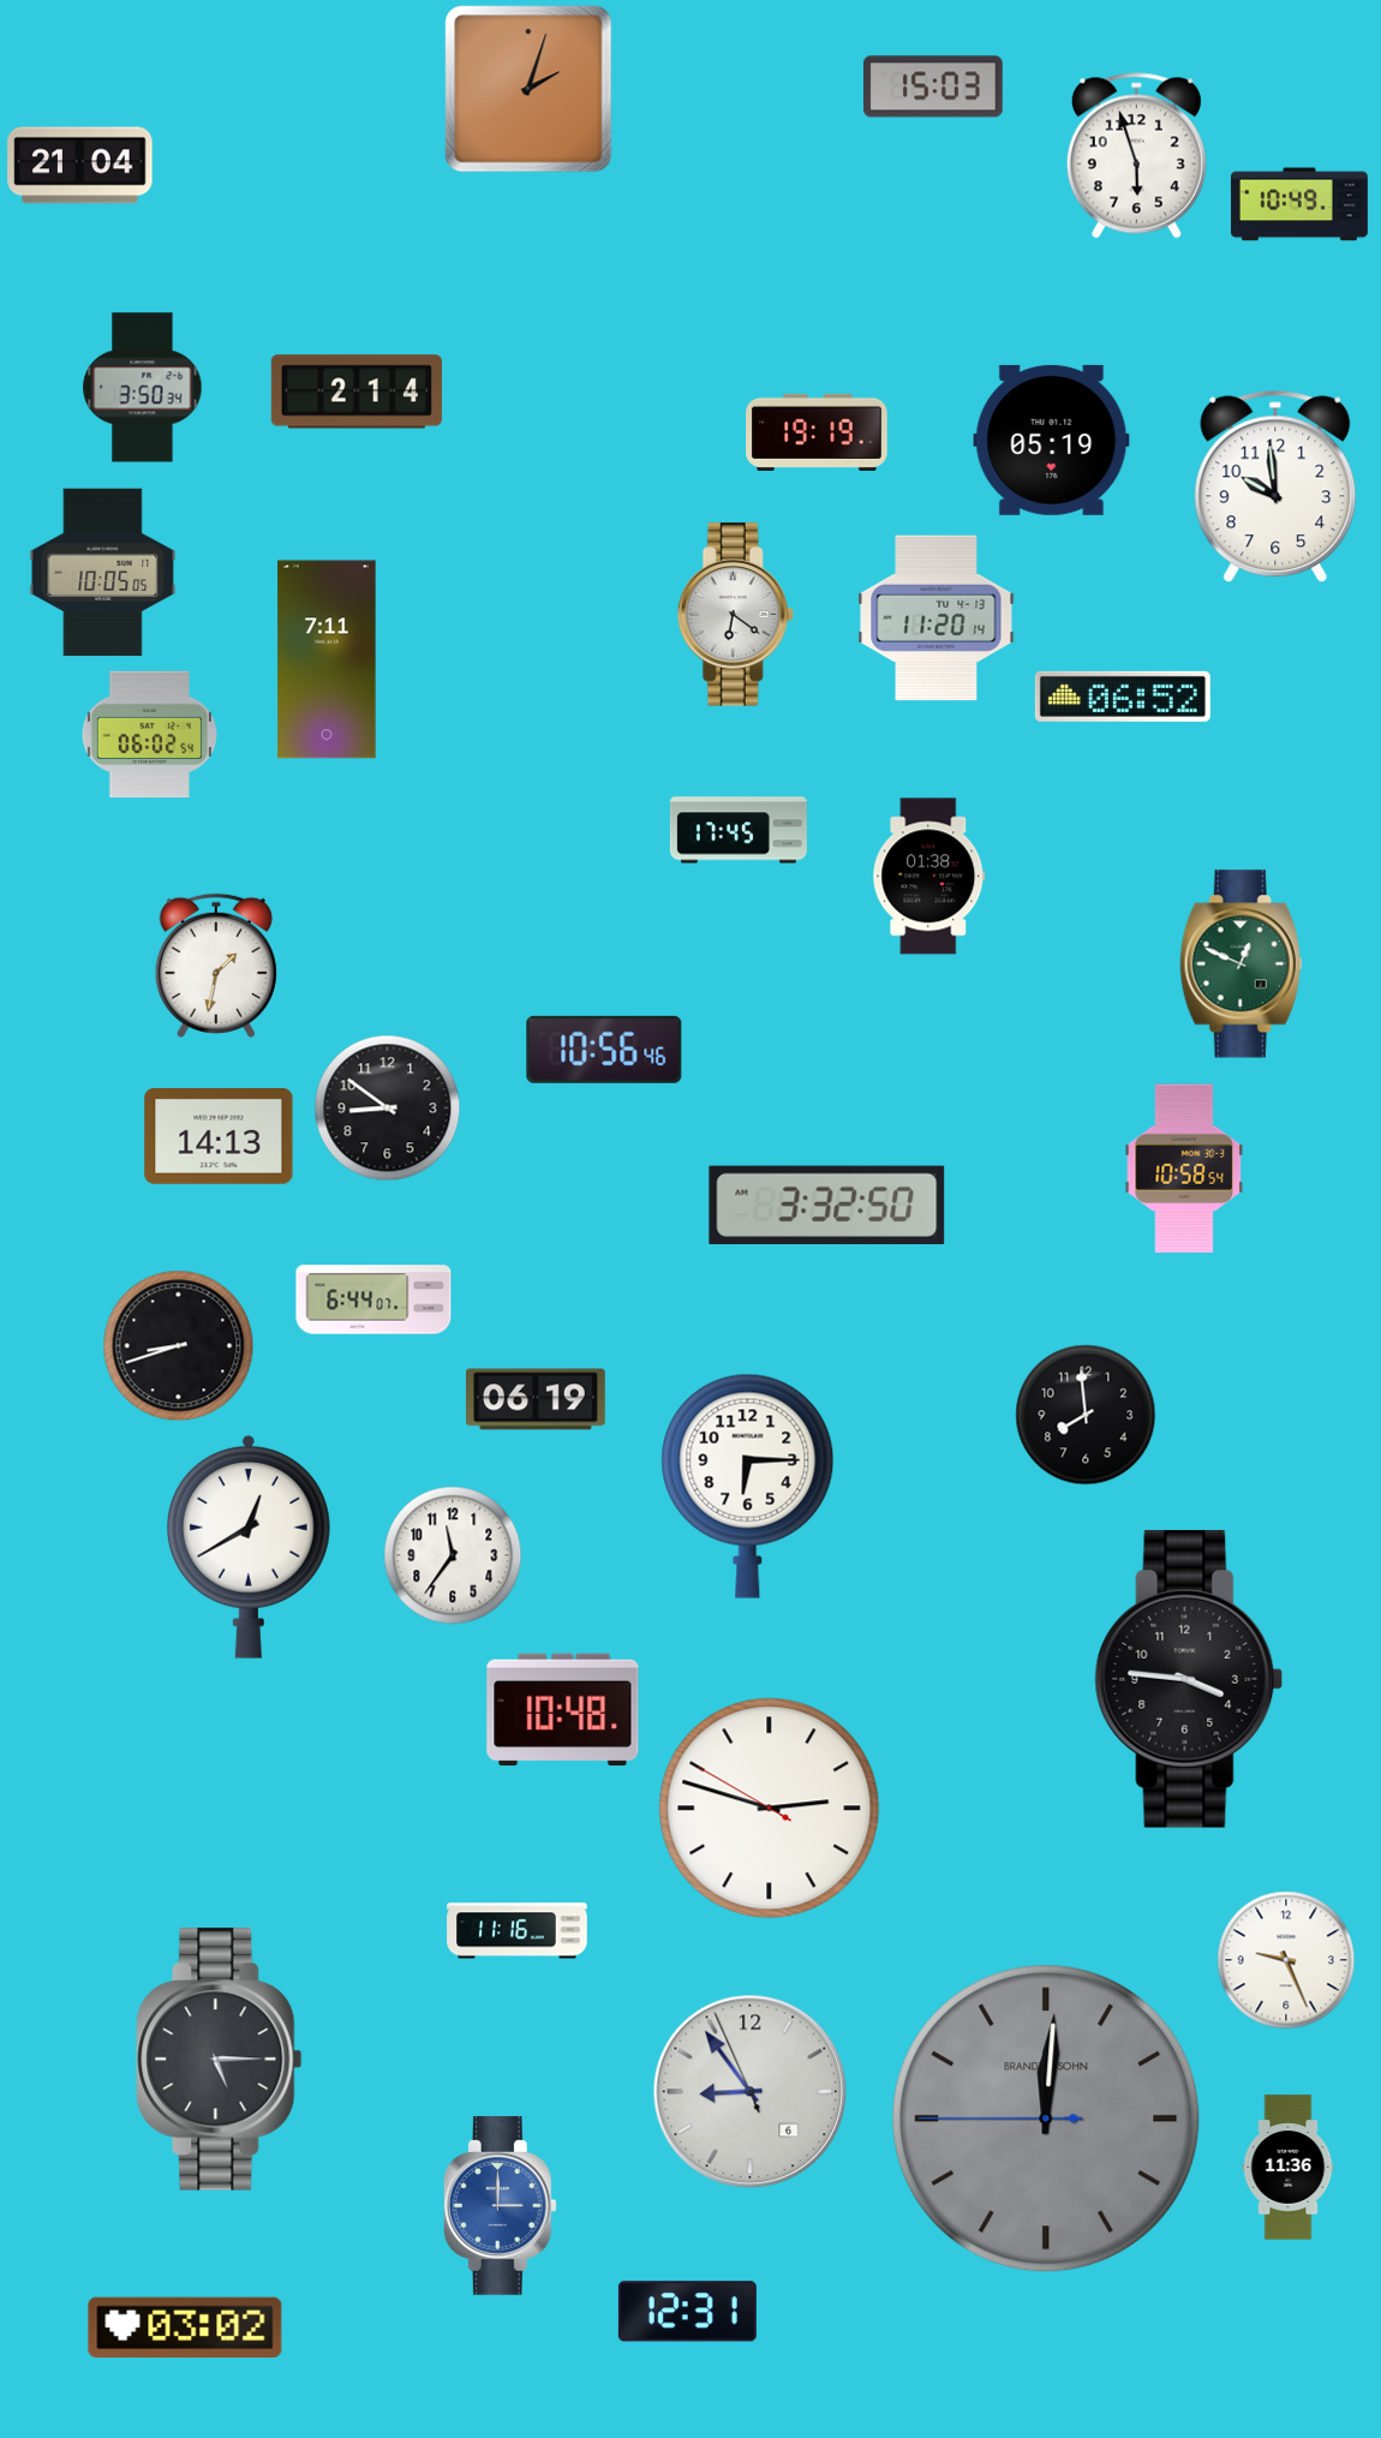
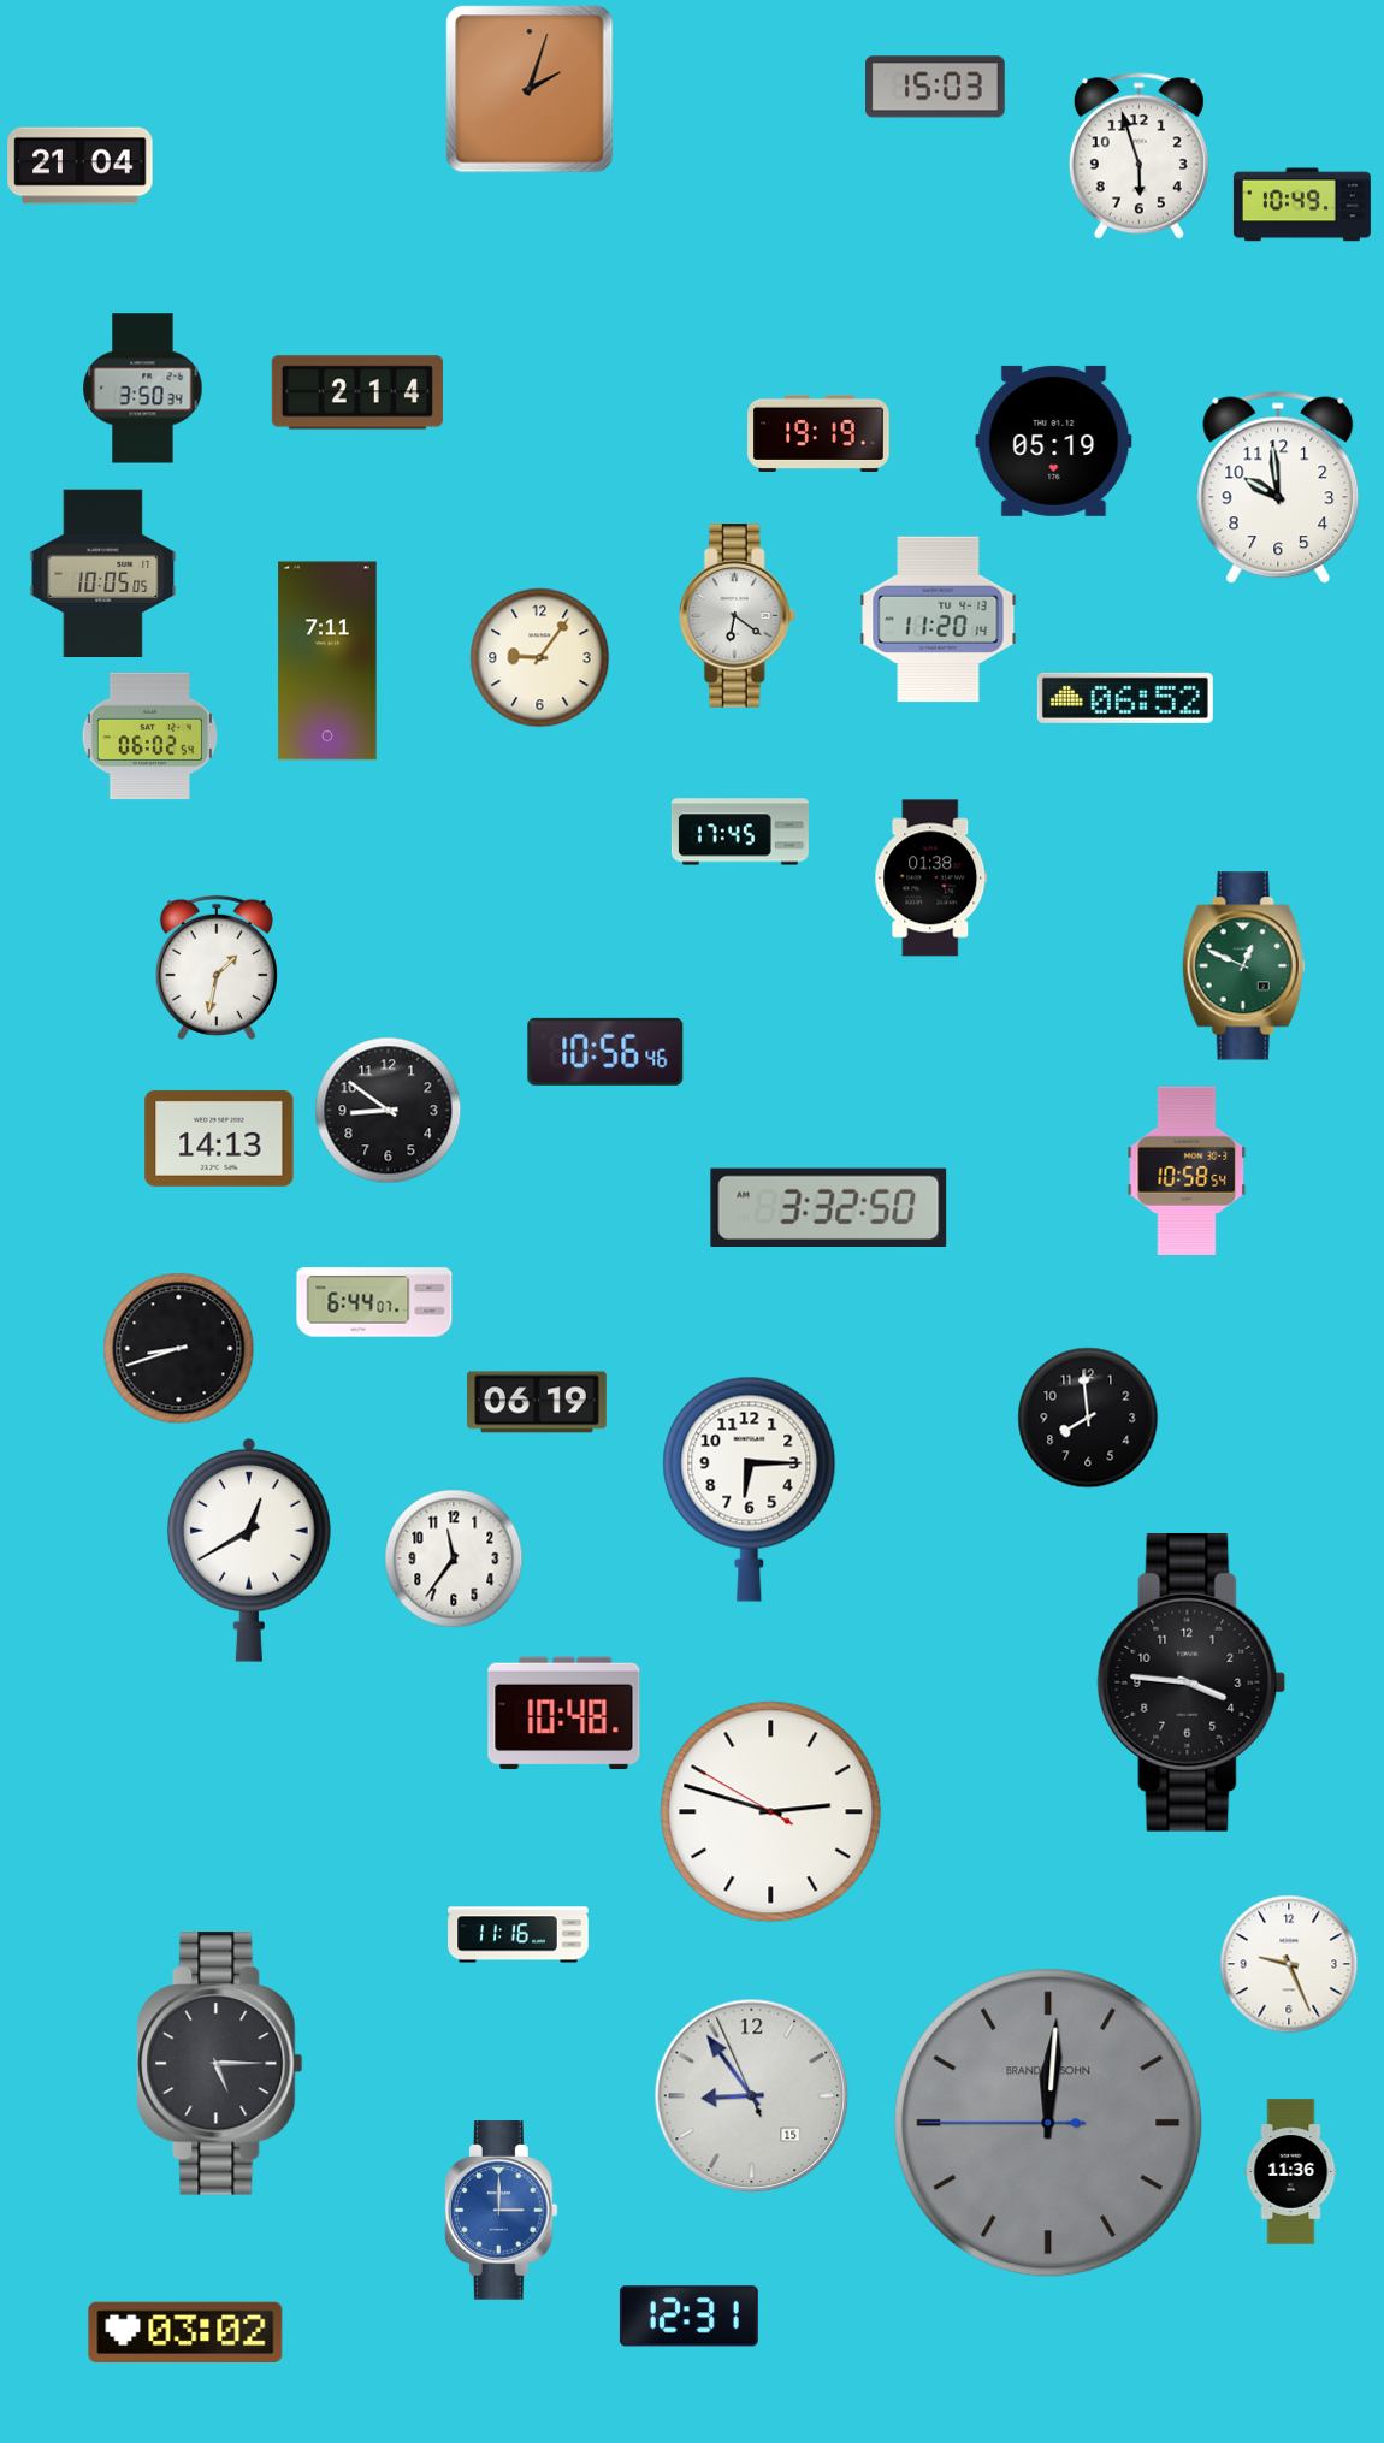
clock at (540, 658): none -> 9:06
clock at (751, 2092) date: 6 -> 15
